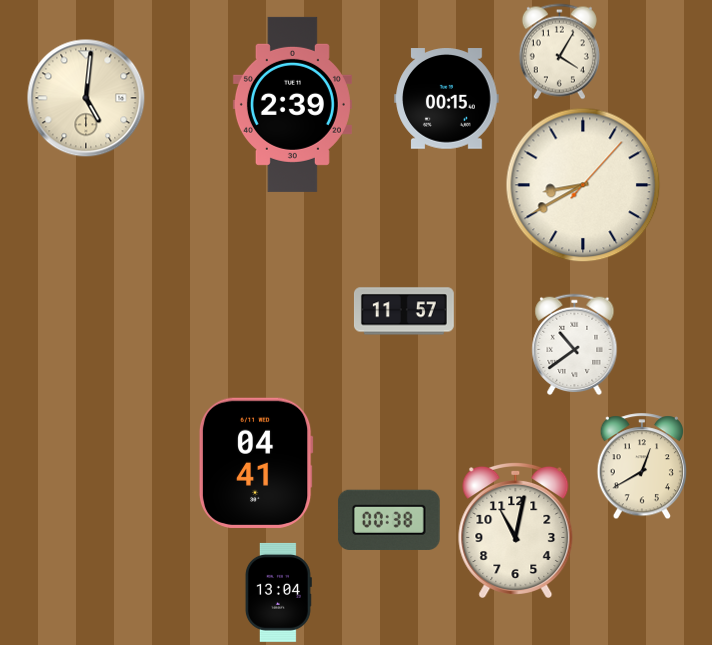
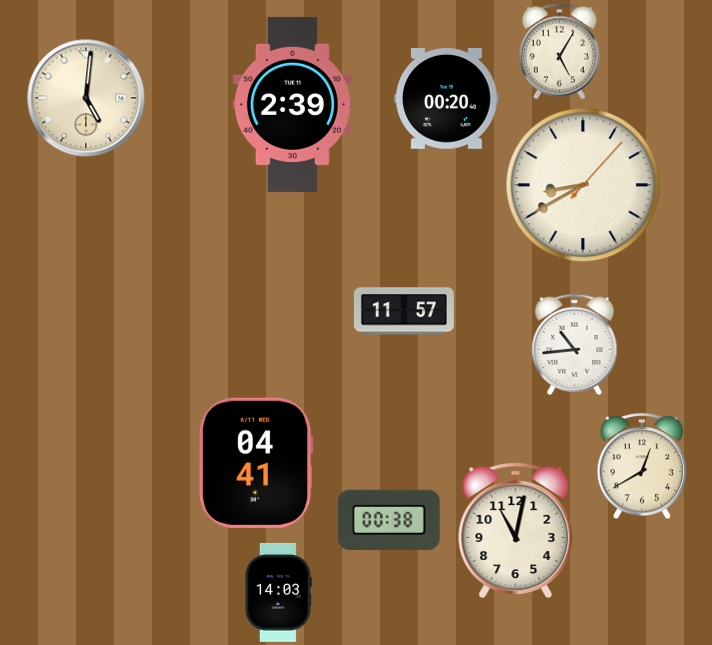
clock at (559, 52): 4:05 -> 5:05
clock at (447, 99): 00:15 -> 00:20
clock at (575, 345): 10:39 -> 10:44
clock at (278, 592): 13:04 -> 14:03
